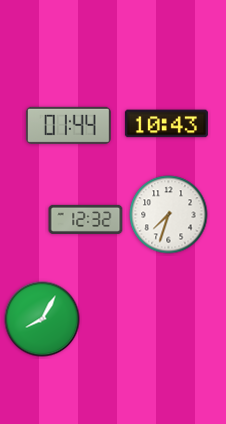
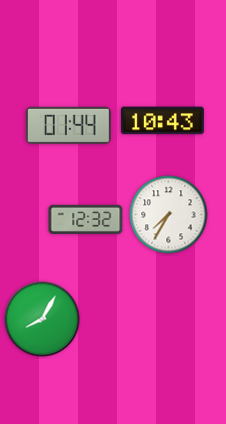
clock at (166, 124) position: (166, 124) -> (162, 121)
clock at (169, 215): 7:33 -> 7:35
